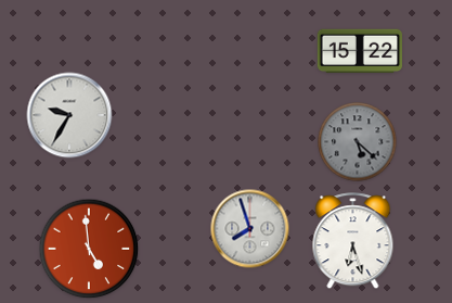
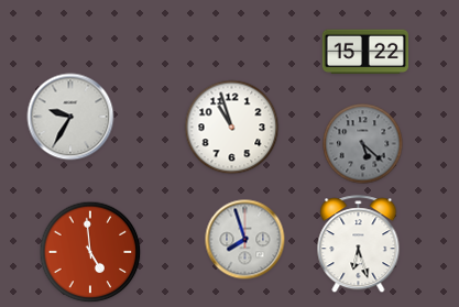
clock at (232, 128): none -> 10:57
clock at (250, 229) position: (250, 229) -> (245, 240)
